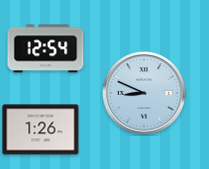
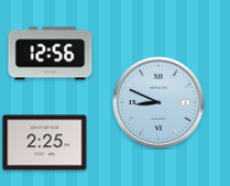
clock at (46, 49): 12:54 -> 12:56
clock at (41, 130): 1:26 -> 2:25
